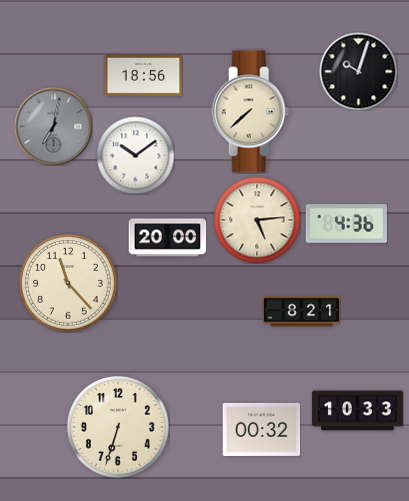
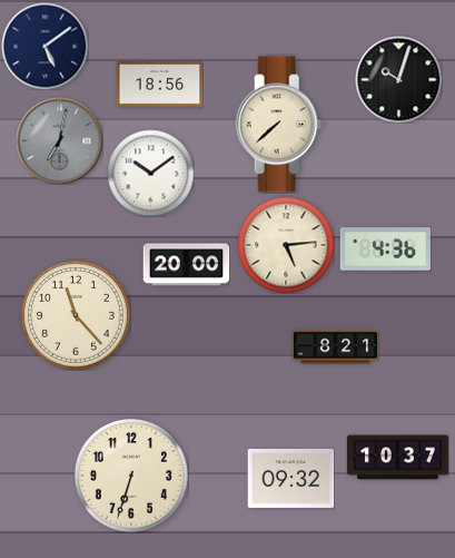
clock at (44, 46): none -> 5:09
clock at (357, 411): 10:33 -> 10:37
clock at (261, 429): 00:32 -> 09:32
